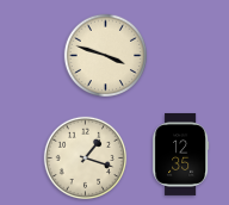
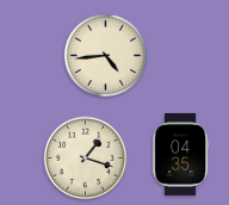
clock at (106, 56): 3:48 -> 4:44
clock at (181, 154): 12:35 -> 04:35
